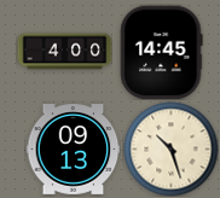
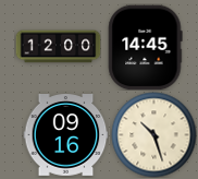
clock at (64, 52): 4:00 -> 12:00
clock at (73, 150): 09:13 -> 09:16
